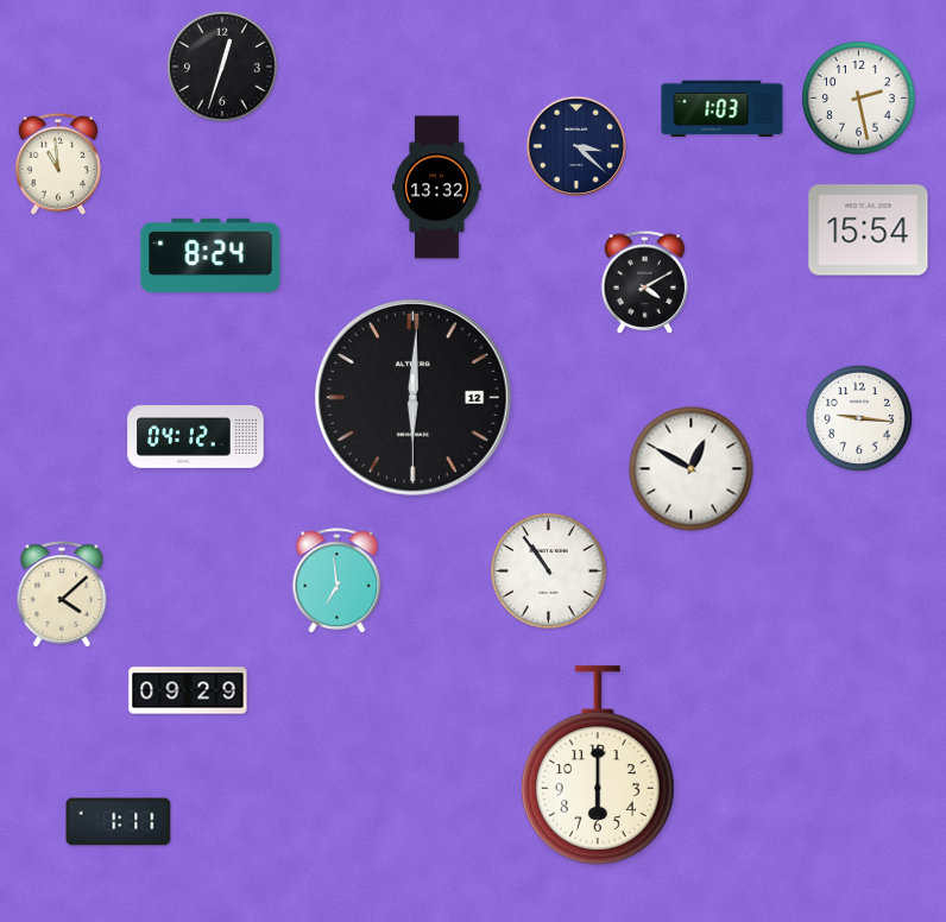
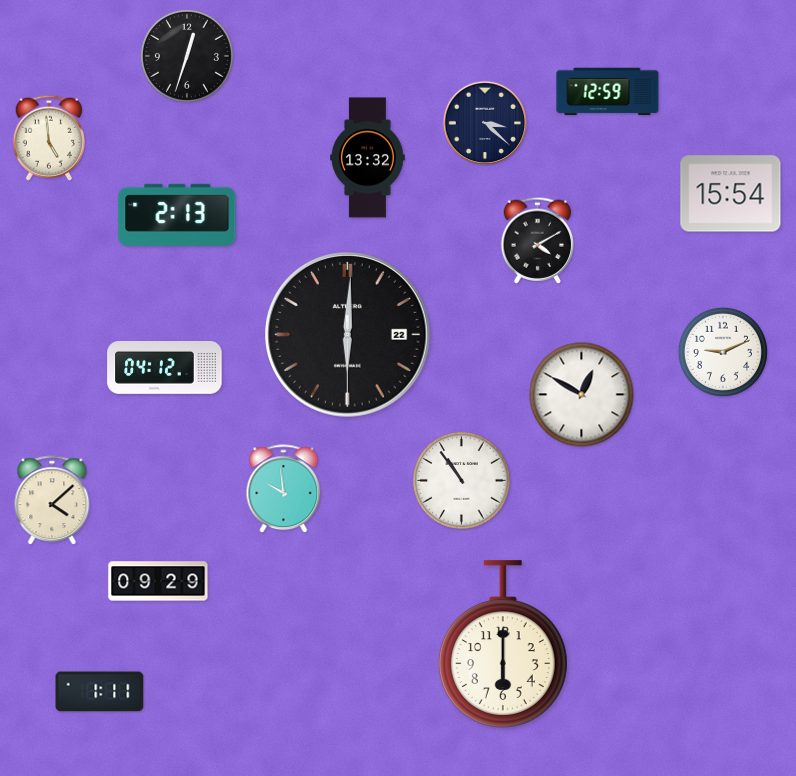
clock at (859, 99): 2:28 -> none
clock at (723, 109): 1:03 -> 12:59
clock at (57, 164): 10:59 -> 4:59
clock at (210, 255): 8:24 -> 2:13
clock at (645, 282) position: (645, 282) -> (538, 240)
clock at (414, 398) date: 12 -> 22
clock at (859, 418): 9:16 -> 9:11
clock at (338, 581): 6:59 -> 9:59
